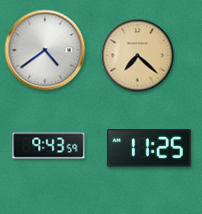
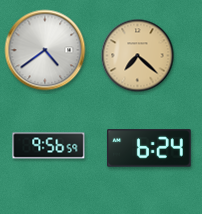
clock at (49, 146): 9:43 -> 9:56
clock at (149, 148): 11:25 -> 6:24
